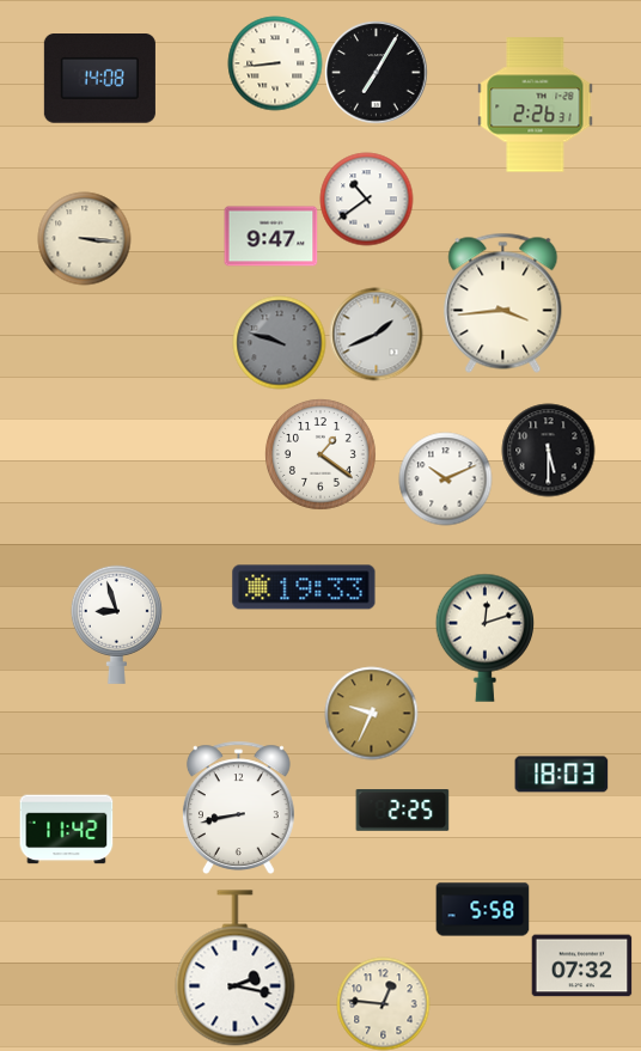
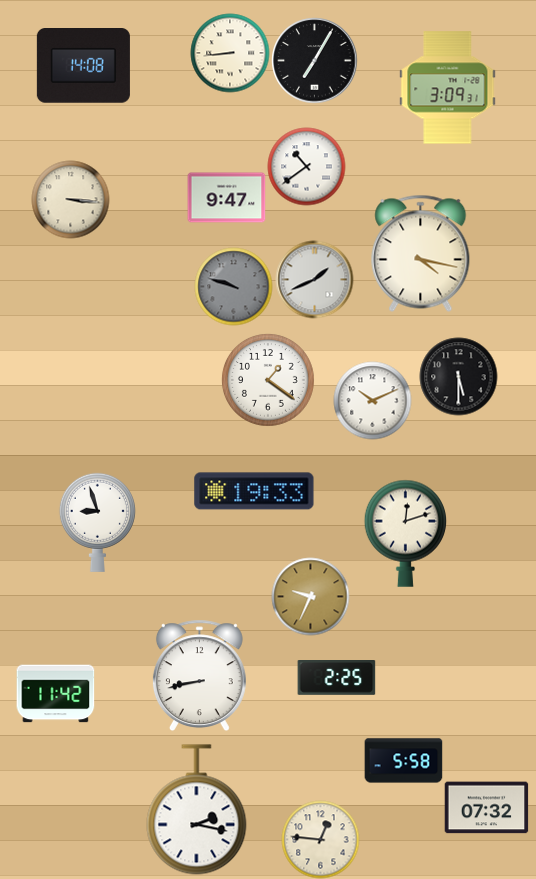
clock at (536, 105): 2:26 -> 3:09
clock at (503, 303): 3:44 -> 4:17
clock at (561, 775): 18:03 -> none
